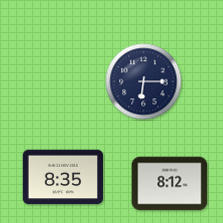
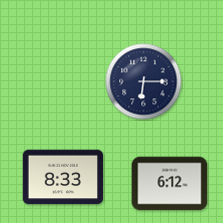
clock at (63, 177): 8:35 -> 8:33
clock at (170, 184): 8:12 -> 6:12
